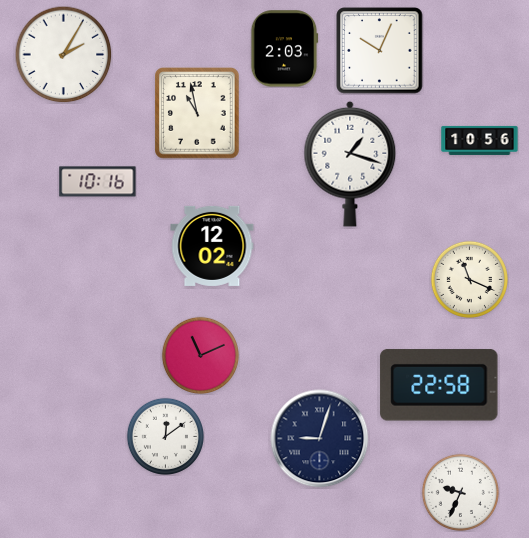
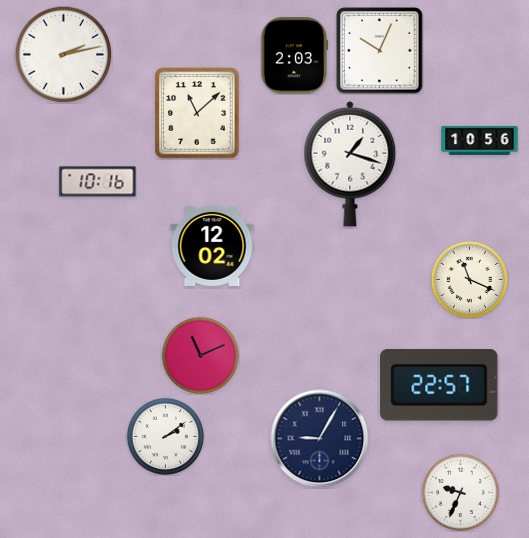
clock at (284, 49) position: (284, 49) -> (294, 56)
clock at (63, 54): 2:05 -> 2:13
clock at (197, 113): 10:58 -> 11:08
clock at (439, 385): 22:58 -> 22:57
clock at (165, 436): 12:09 -> 2:09
clock at (320, 439): 9:03 -> 9:05
